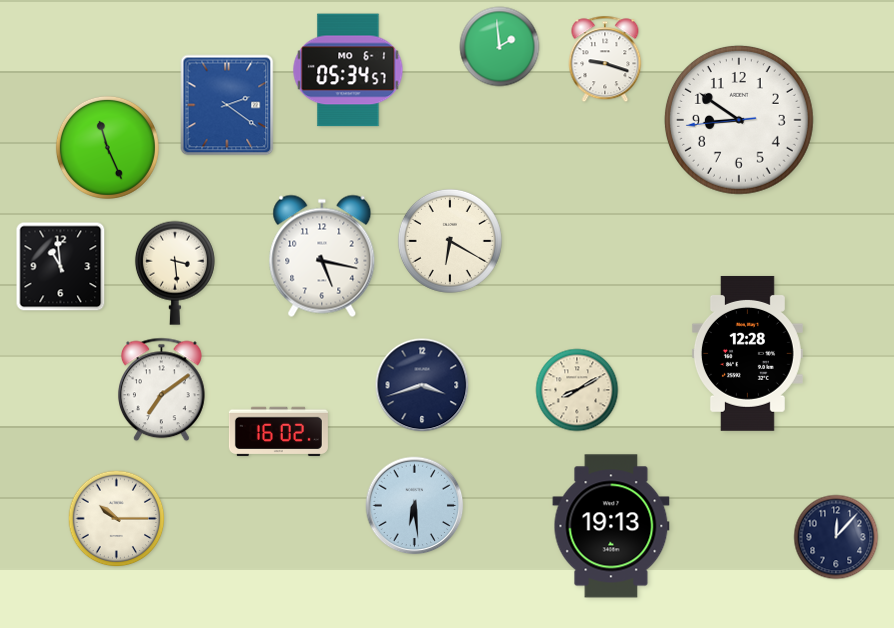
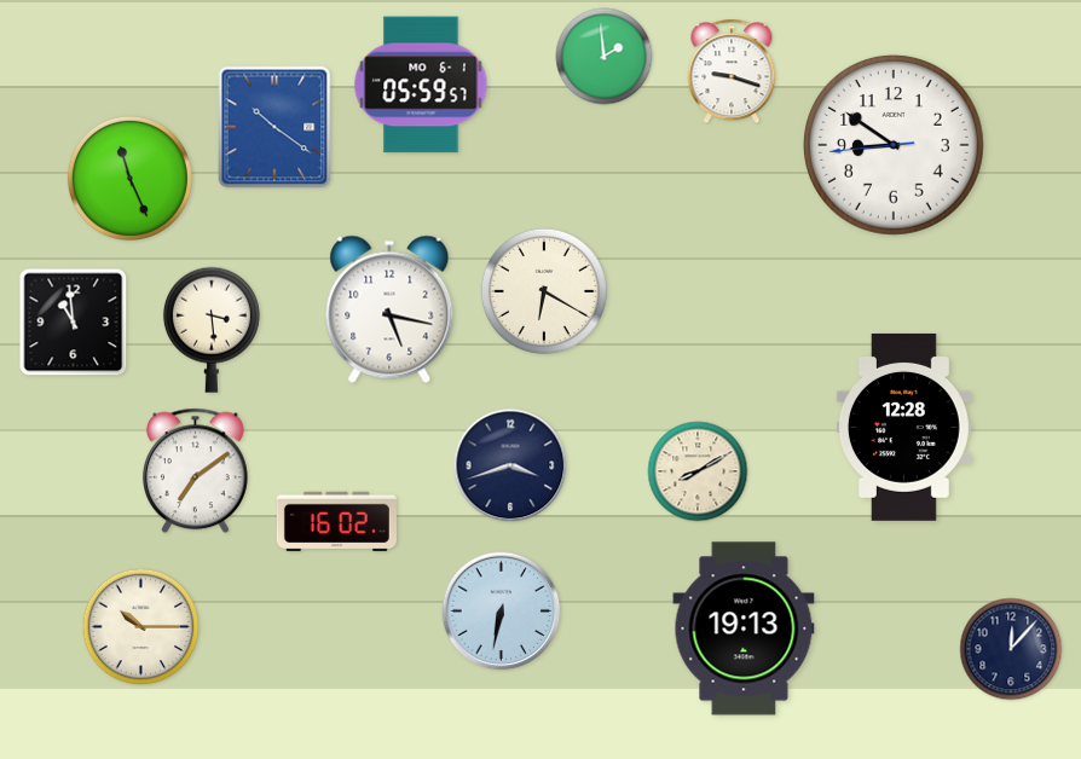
clock at (348, 70): 05:34 -> 05:59
clock at (227, 105): 2:21 -> 10:21
clock at (415, 506): 6:29 -> 6:32
clock at (611, 526) position: (611, 526) -> (744, 628)
